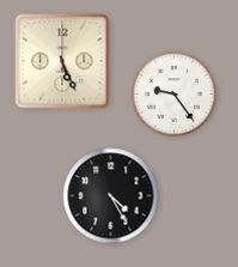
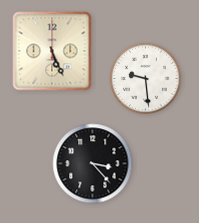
clock at (173, 93): 9:24 -> 9:29
clock at (111, 196): 4:25 -> 3:23
